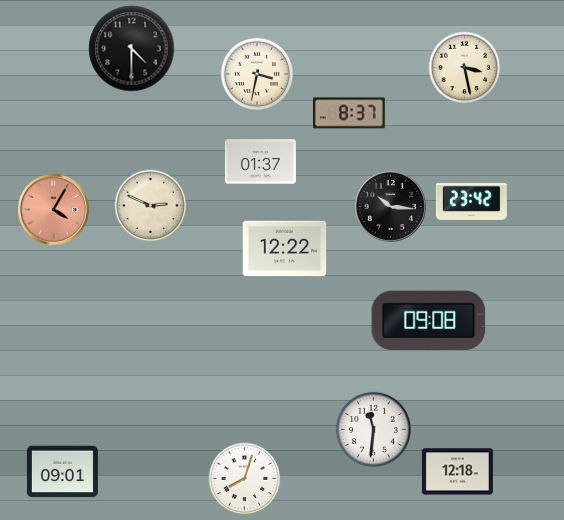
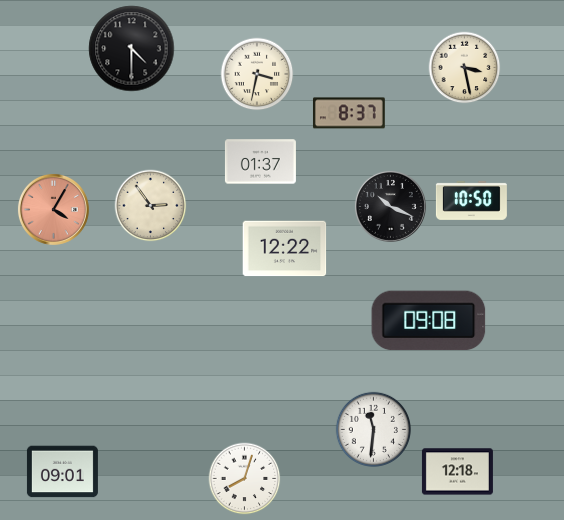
clock at (471, 200): 23:42 -> 10:50
clock at (151, 206): 2:49 -> 2:54
clock at (390, 206): 10:16 -> 10:19
